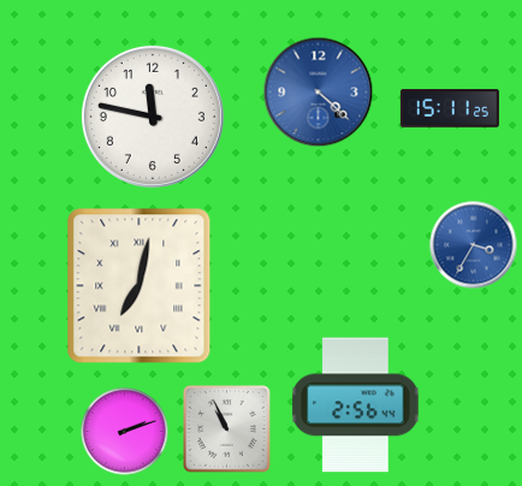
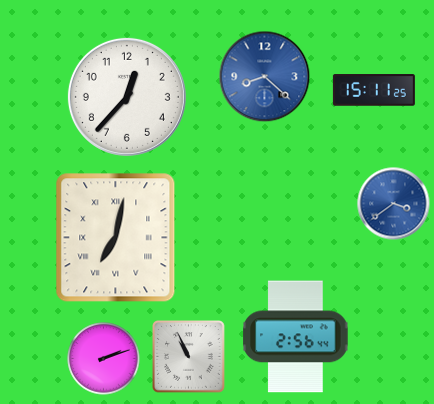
clock at (319, 93): 4:22 -> 8:22
clock at (153, 117): 11:47 -> 12:37
clock at (474, 245): 3:35 -> 3:39
